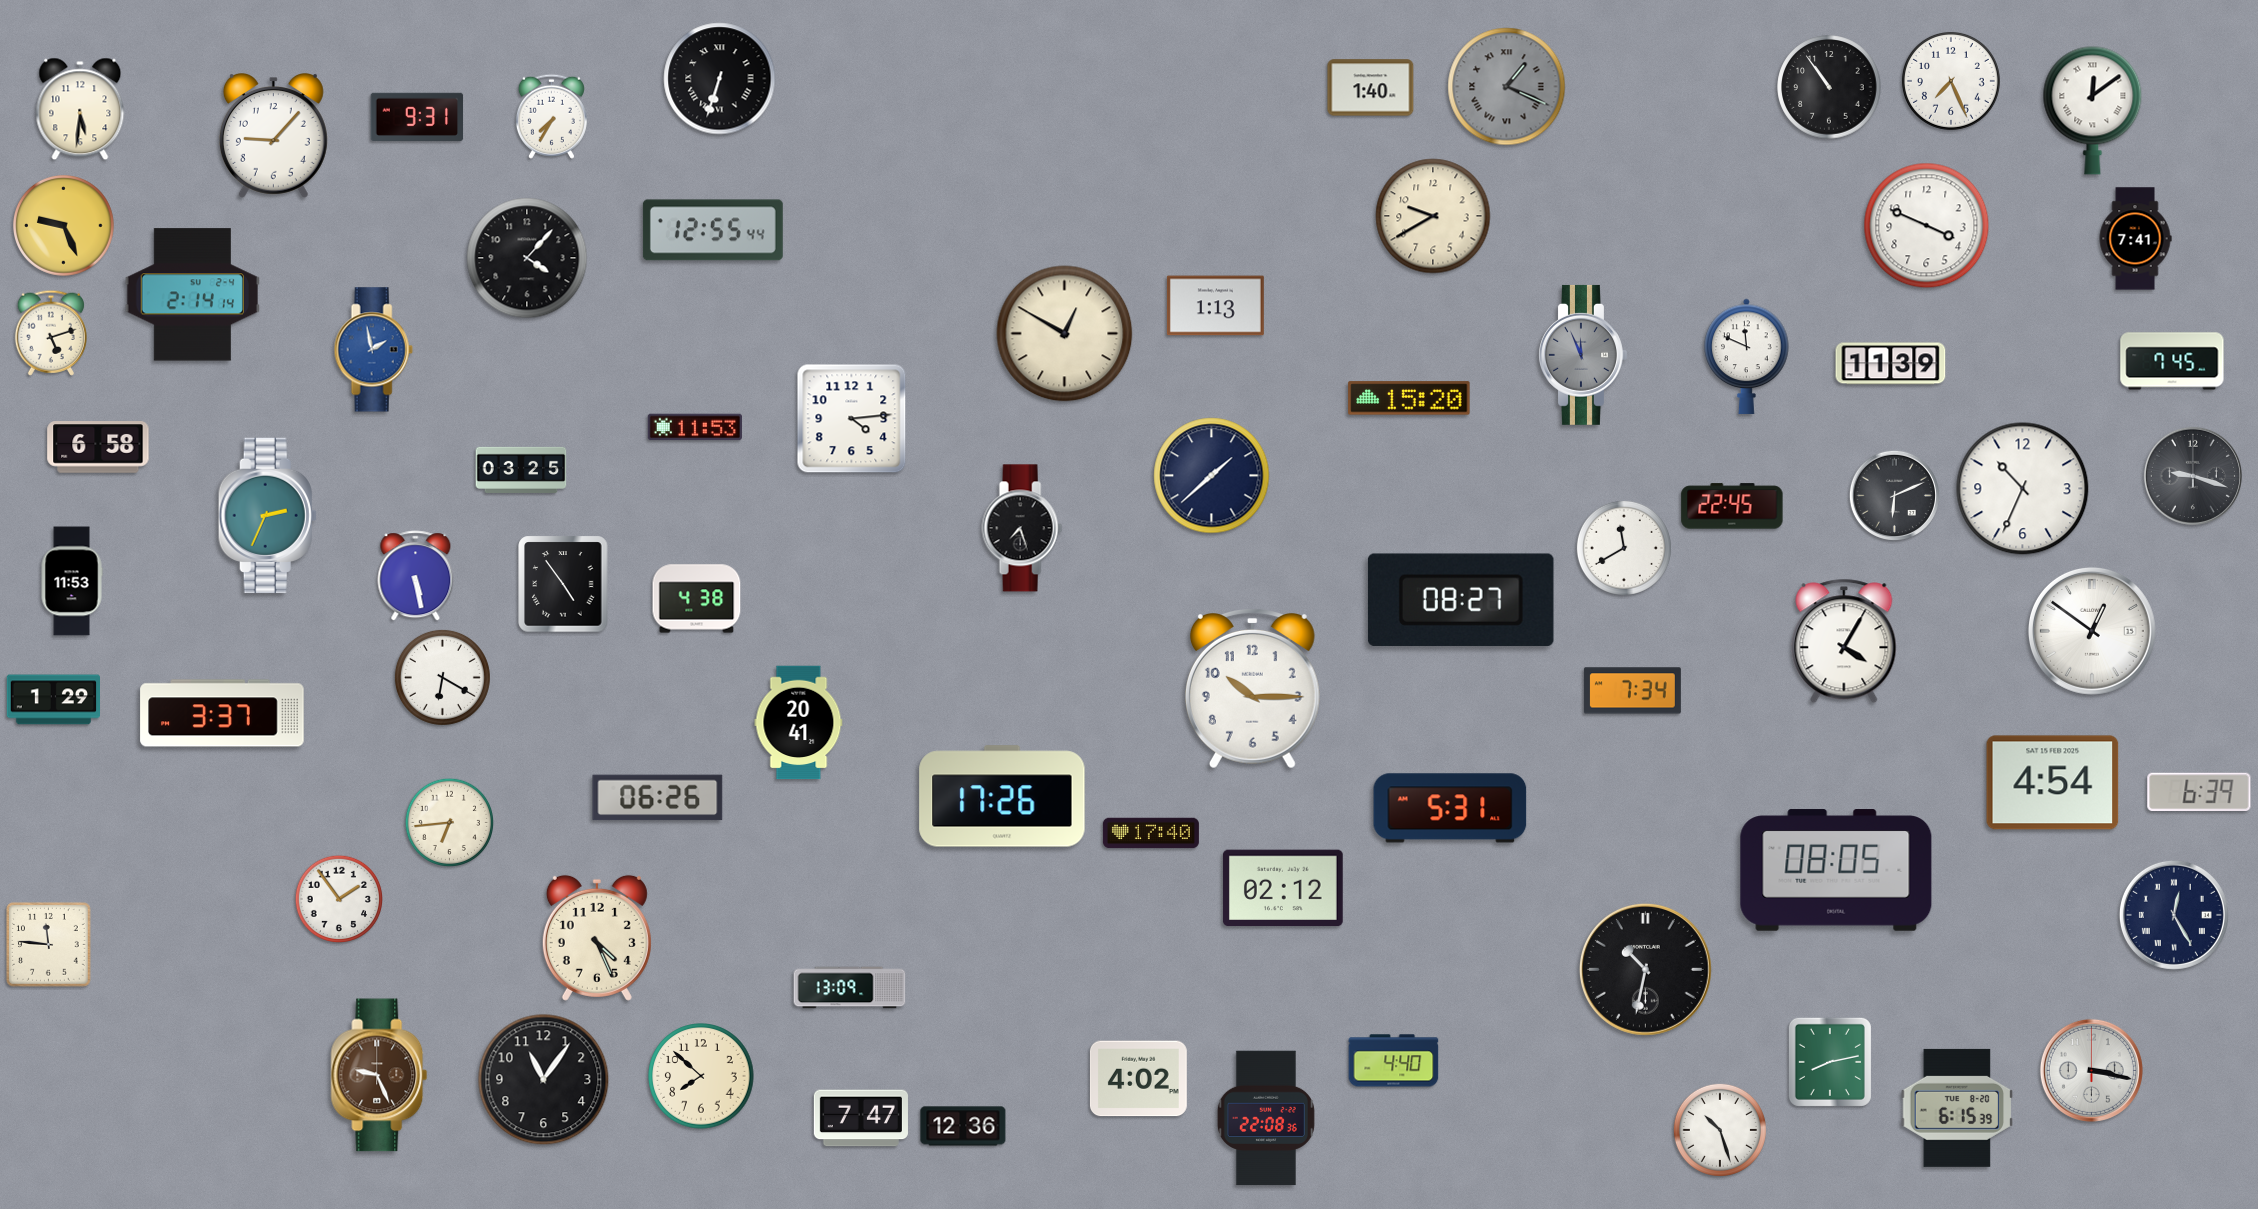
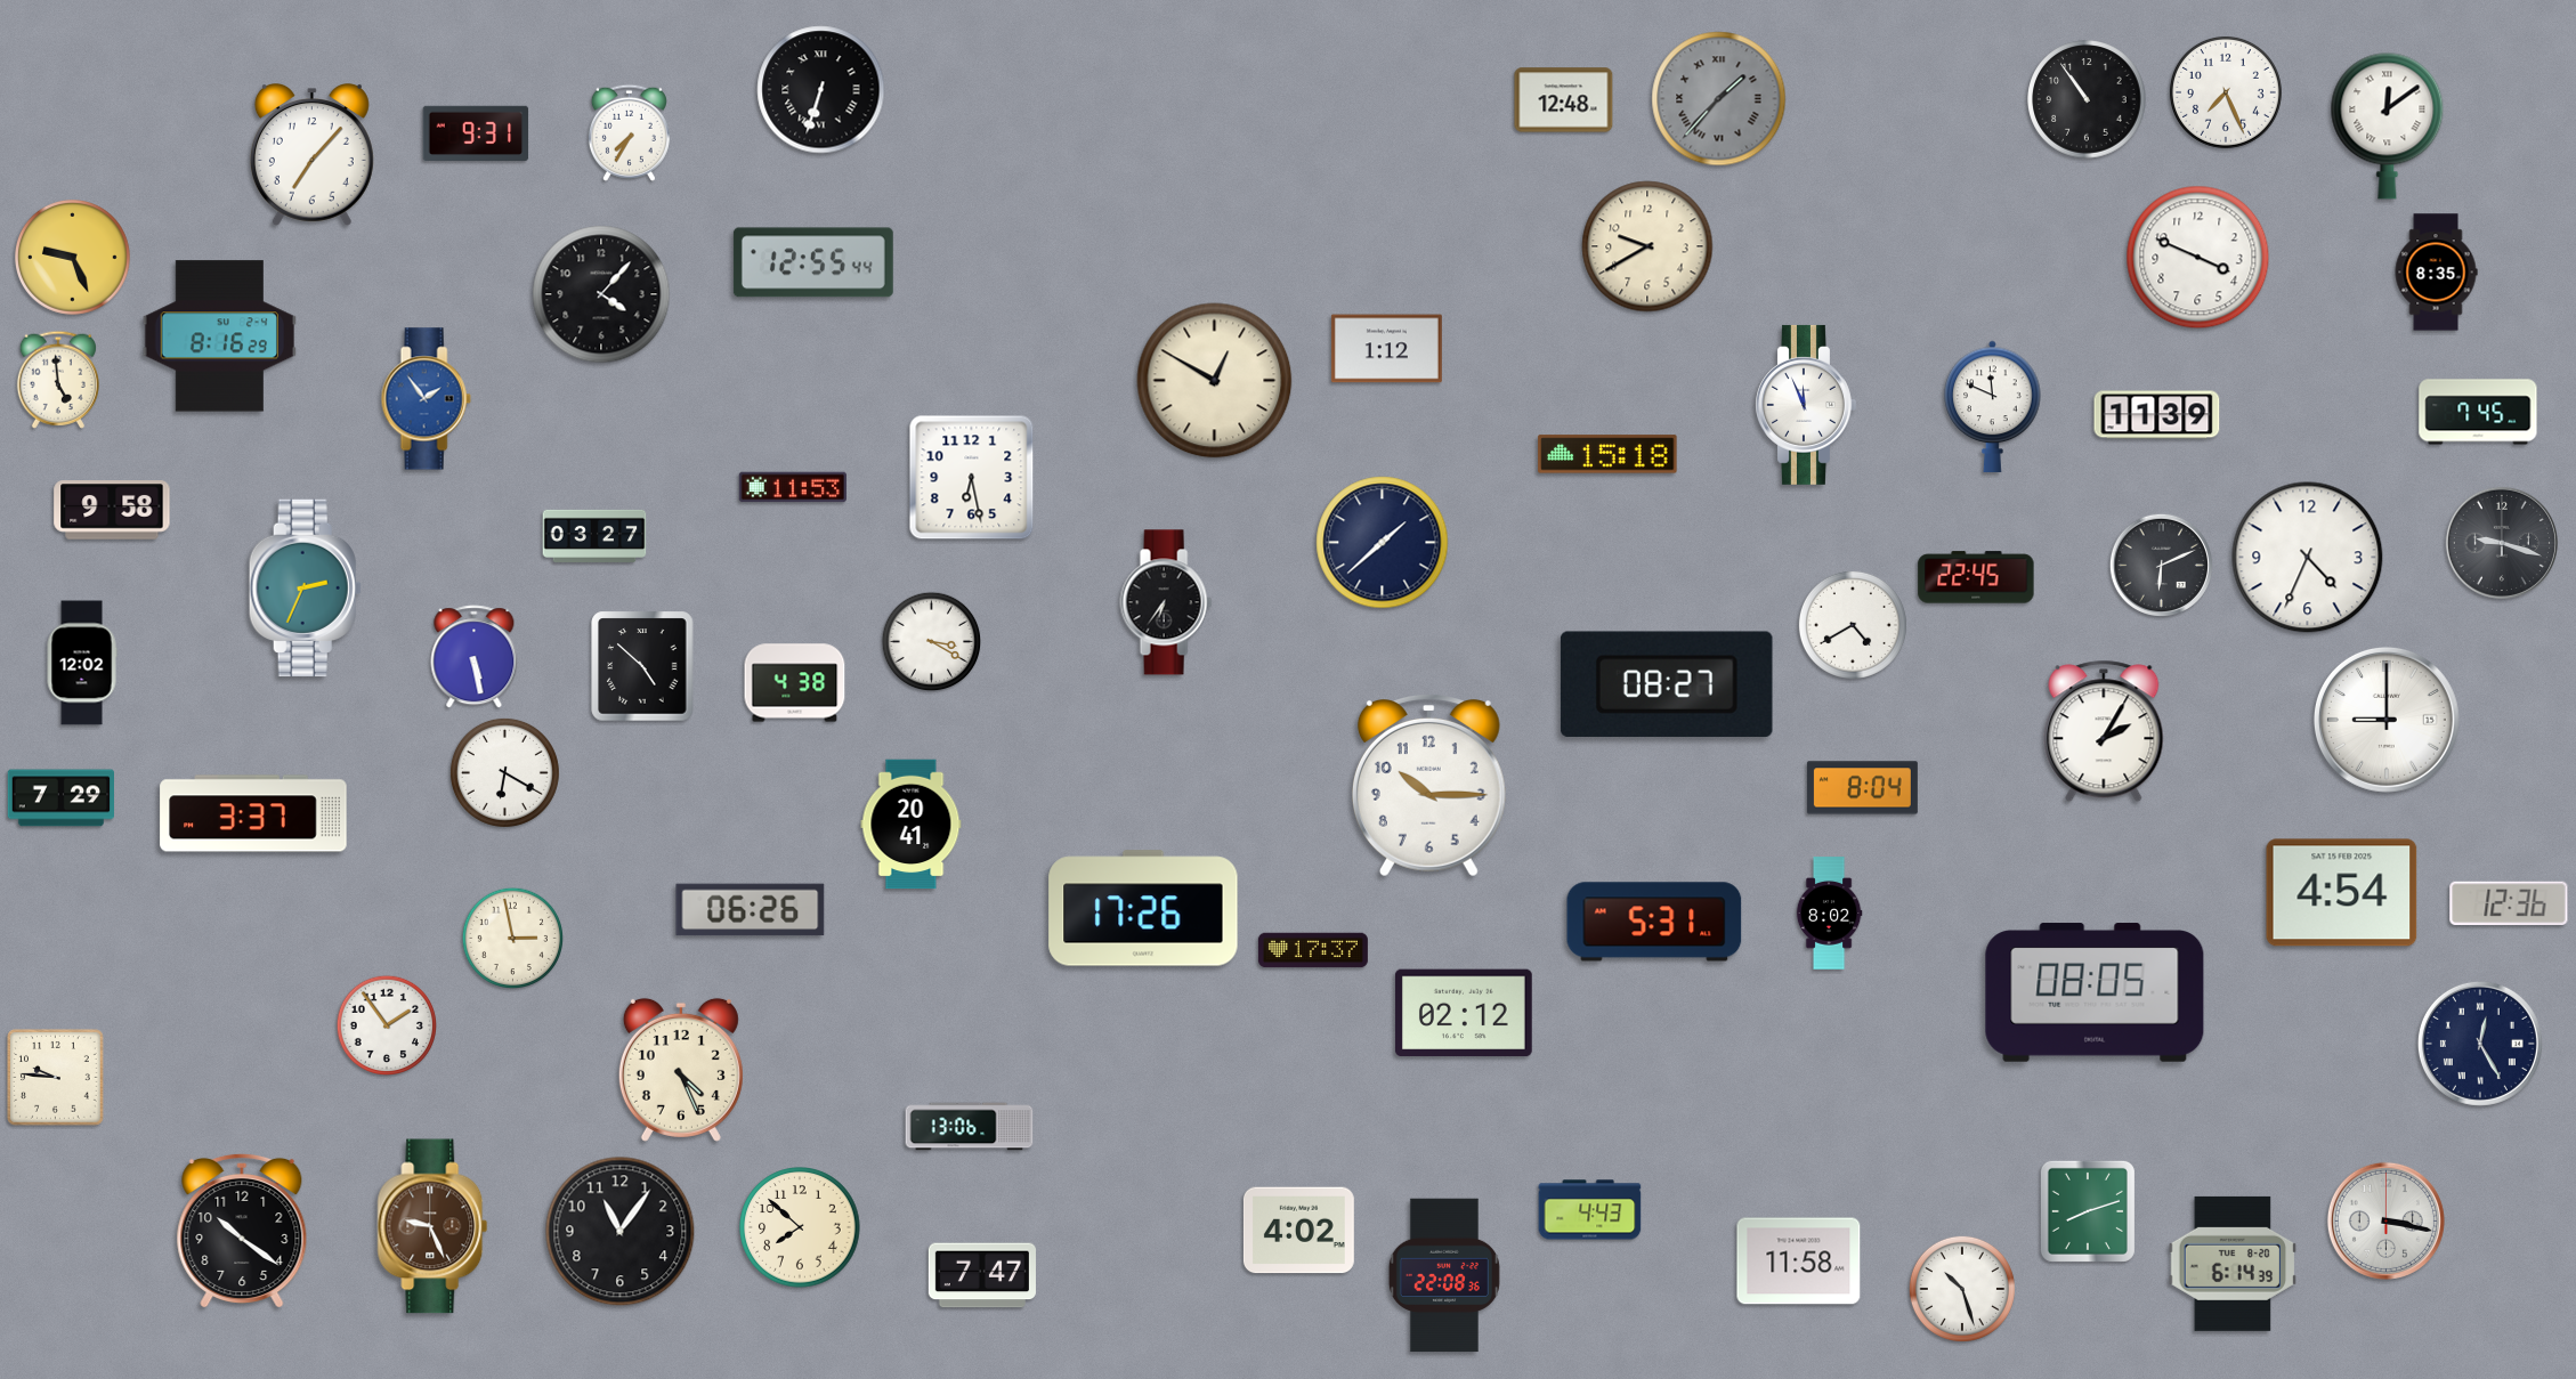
clock at (1507, 87): 1:19 -> 1:37
clock at (1371, 88): 1:40 -> 12:48
clock at (80, 109): 5:31 -> none
clock at (273, 136): 9:07 -> 7:07
clock at (1433, 216) position: (1433, 216) -> (1647, 246)
clock at (2135, 239): 7:41 -> 8:35
clock at (192, 295): 2:14 -> 8:16
clock at (1215, 306): 1:13 -> 1:12
clock at (51, 333): 5:12 -> 4:59
clock at (373, 350): 1:58 -> 1:54
clock at (1583, 355) dial: grey -> white
clock at (1409, 398): 15:20 -> 15:18
clock at (852, 419): 4:14 -> 6:28
clock at (98, 447): 6:58 -> 9:58
clock at (521, 470): 03:25 -> 03:27
clock at (2023, 489): 10:34 -> 4:34
clock at (1022, 528): 7:27 -> 6:36
clock at (1624, 548): 11:40 -> 4:40
clock at (932, 642): none -> 3:20
clock at (72, 581): 11:53 -> 12:02
clock at (563, 584): 4:54 -> 4:52
clock at (2092, 631): 12:51 -> 9:00
clock at (1844, 641): 4:05 -> 2:05
clock at (1632, 691): 7:34 -> 8:04
clock at (53, 700): 1:29 -> 7:29
clock at (2199, 791): 6:39 -> 12:36
clock at (1829, 914): none -> 8:02
clock at (449, 822): 6:44 -> 2:58
clock at (1151, 833): 17:40 -> 17:37
clock at (49, 945): 11:46 -> 9:46
clock at (1645, 969): 10:32 -> none
clock at (850, 988): 13:09 -> 13:06
clock at (1394, 1061): 4:40 -> 4:43
clock at (1830, 1062): 8:13 -> 8:12
clock at (242, 1231): none -> 10:21
clock at (1799, 1262): none -> 11:58
clock at (1957, 1108): 6:15 -> 6:14
clock at (963, 1126): 12:36 -> none
